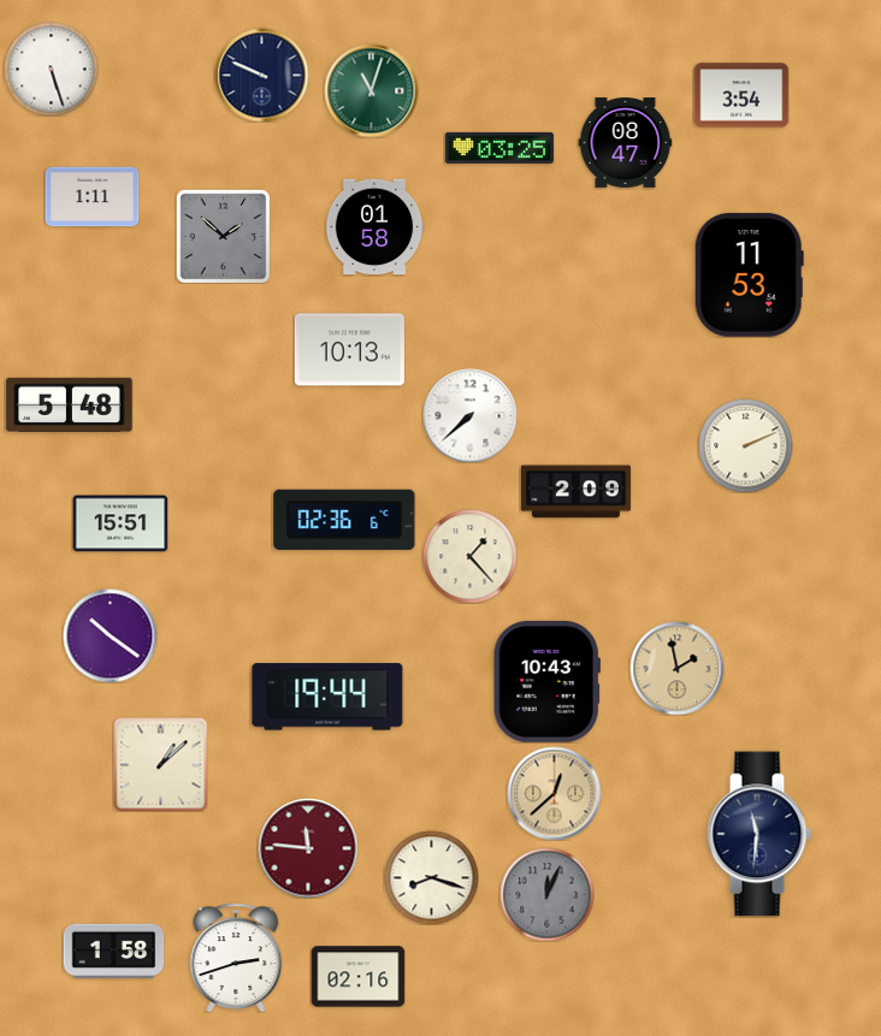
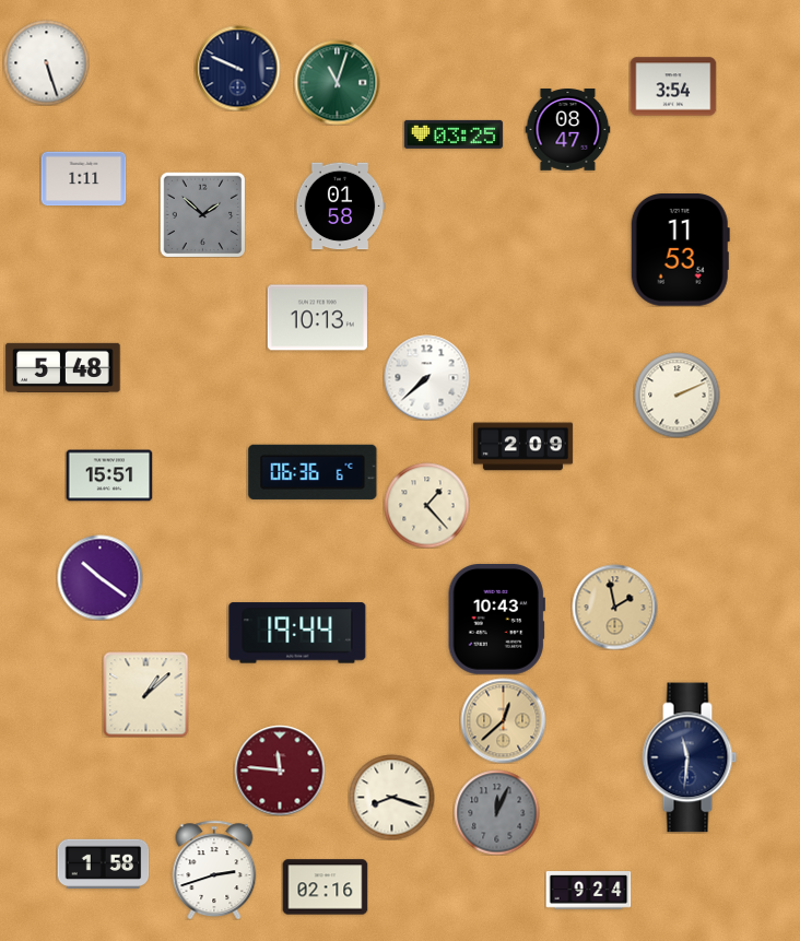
clock at (745, 445) position: (745, 445) -> (677, 395)
clock at (344, 520): 02:36 -> 06:36
clock at (588, 891): none -> 9:24
